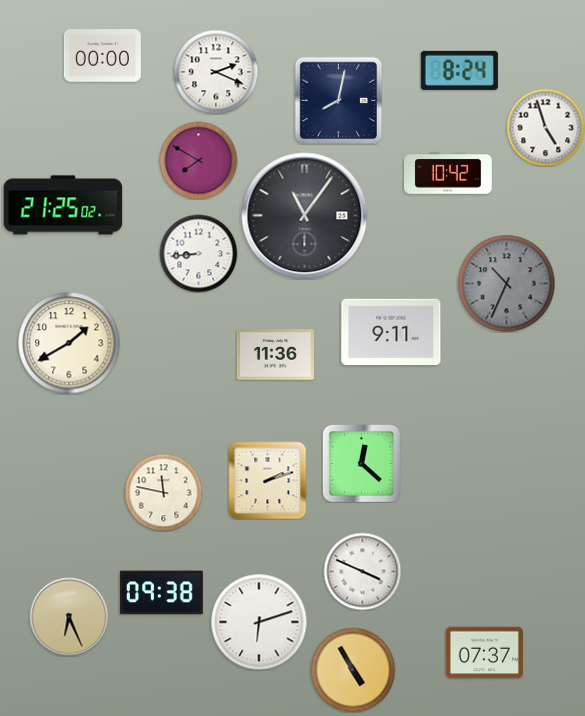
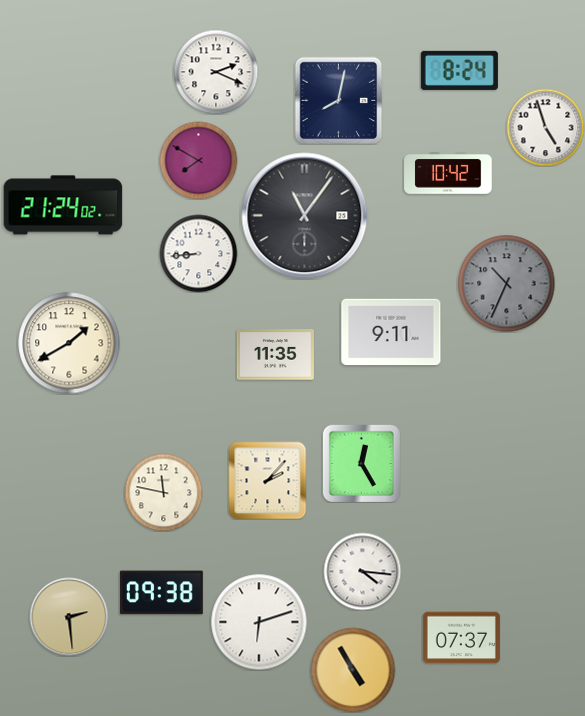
clock at (102, 56): 00:00 -> none
clock at (63, 205): 21:25 -> 21:24
clock at (275, 355): 11:36 -> 11:35
clock at (361, 463): 12:22 -> 12:25
clock at (267, 480): 2:12 -> 2:07
clock at (362, 571): 3:49 -> 4:16
clock at (69, 617): 6:26 -> 2:29
clock at (484, 653) position: (484, 653) -> (461, 638)
